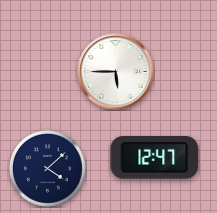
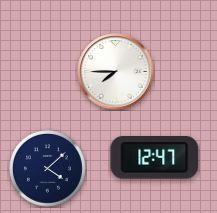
clock at (116, 72): 5:45 -> 7:45
